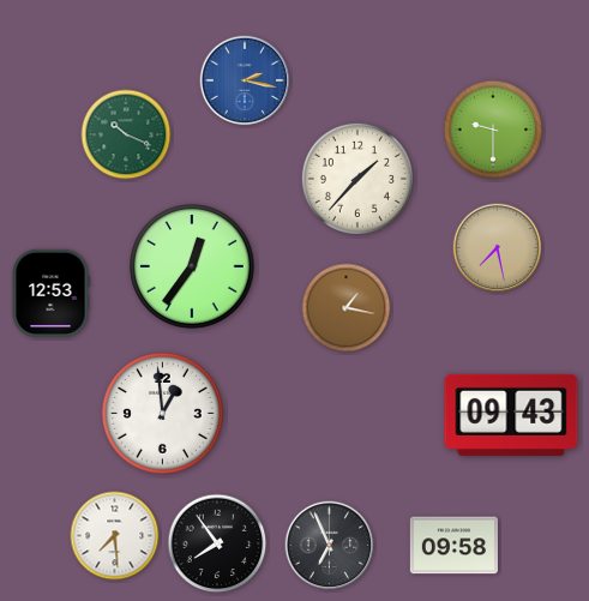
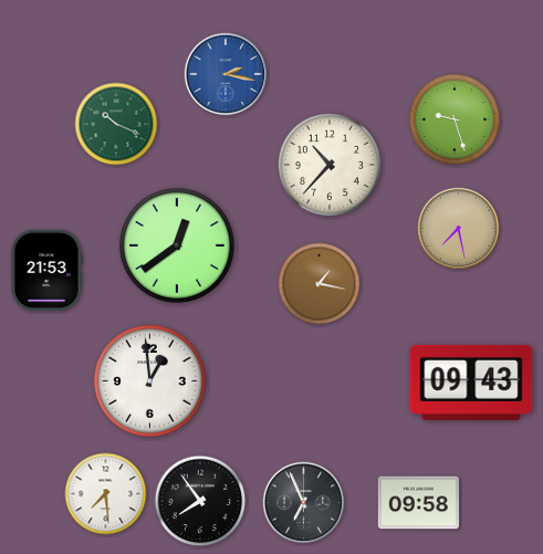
clock at (493, 130): 9:30 -> 9:27
clock at (357, 179): 1:37 -> 10:37
clock at (192, 266): 12:36 -> 12:39
clock at (50, 293): 12:53 -> 21:53
